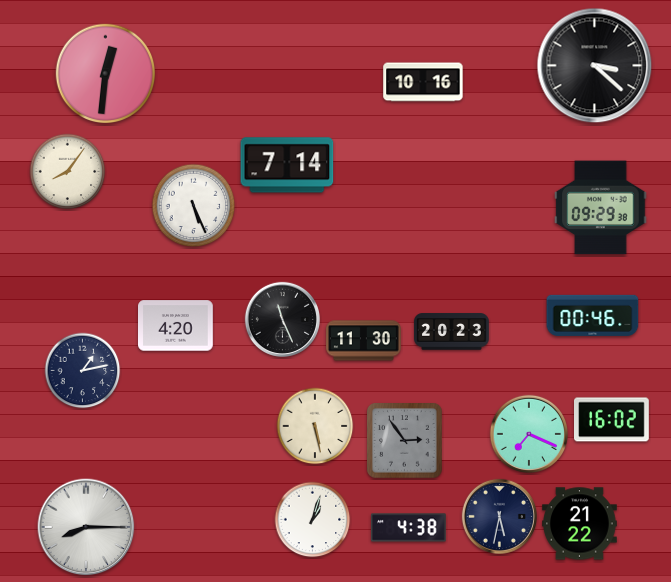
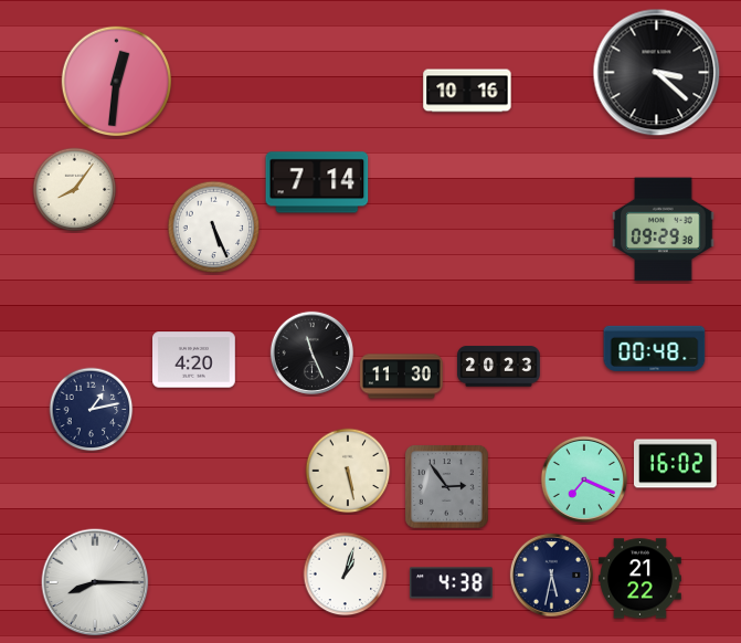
clock at (593, 315): 00:46 -> 00:48
clock at (499, 516) position: (499, 516) -> (551, 575)
